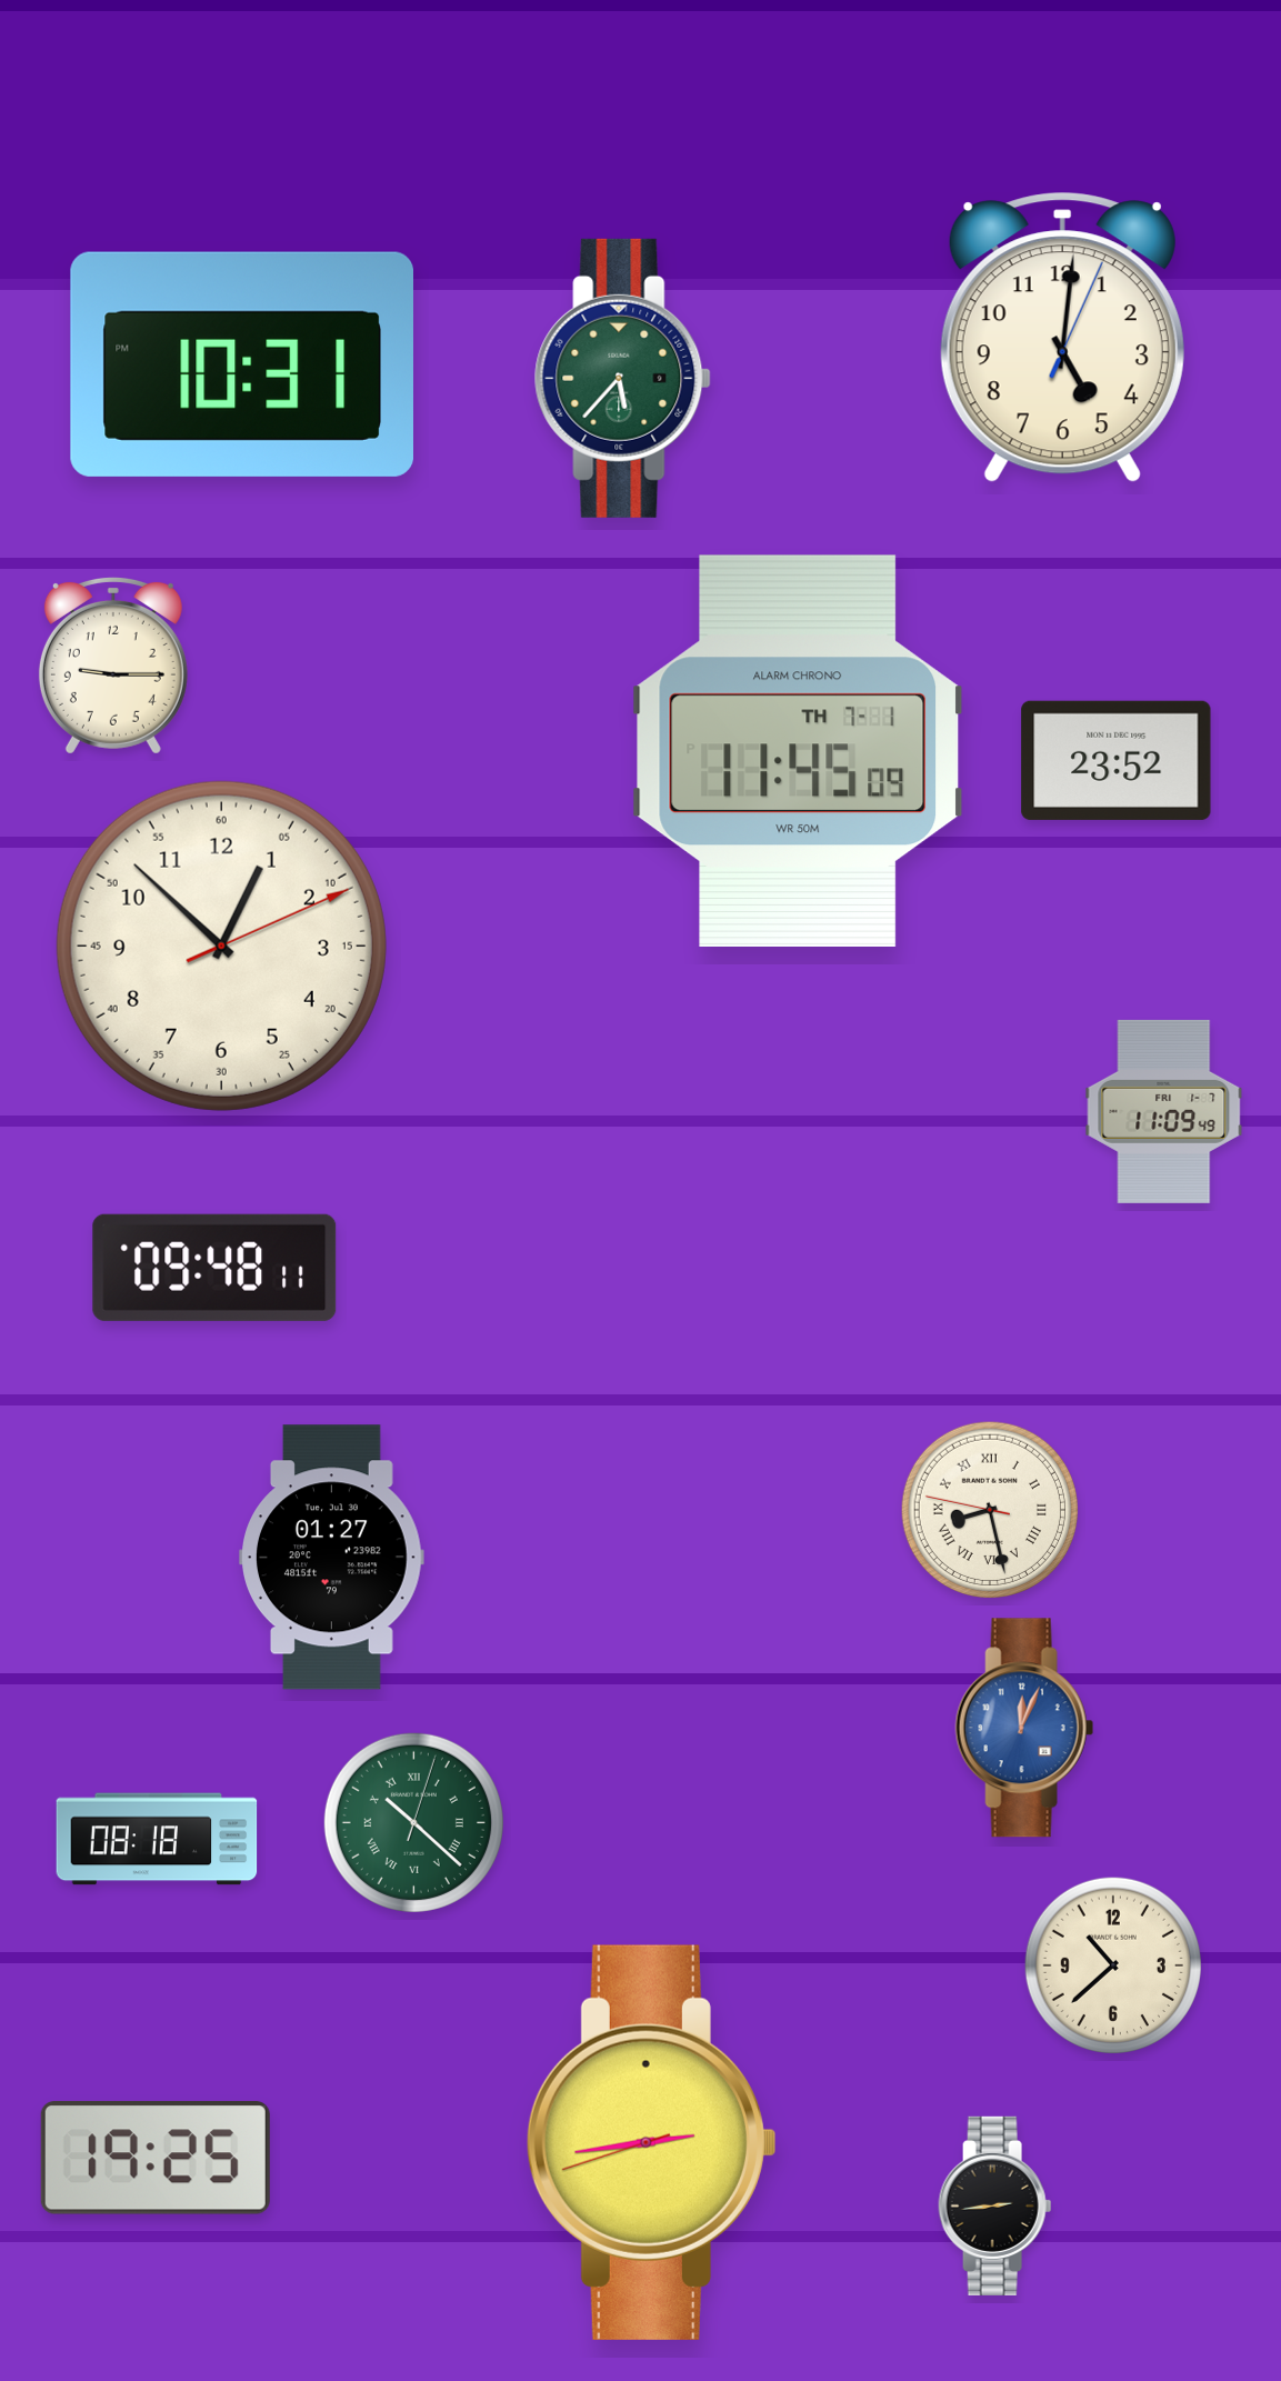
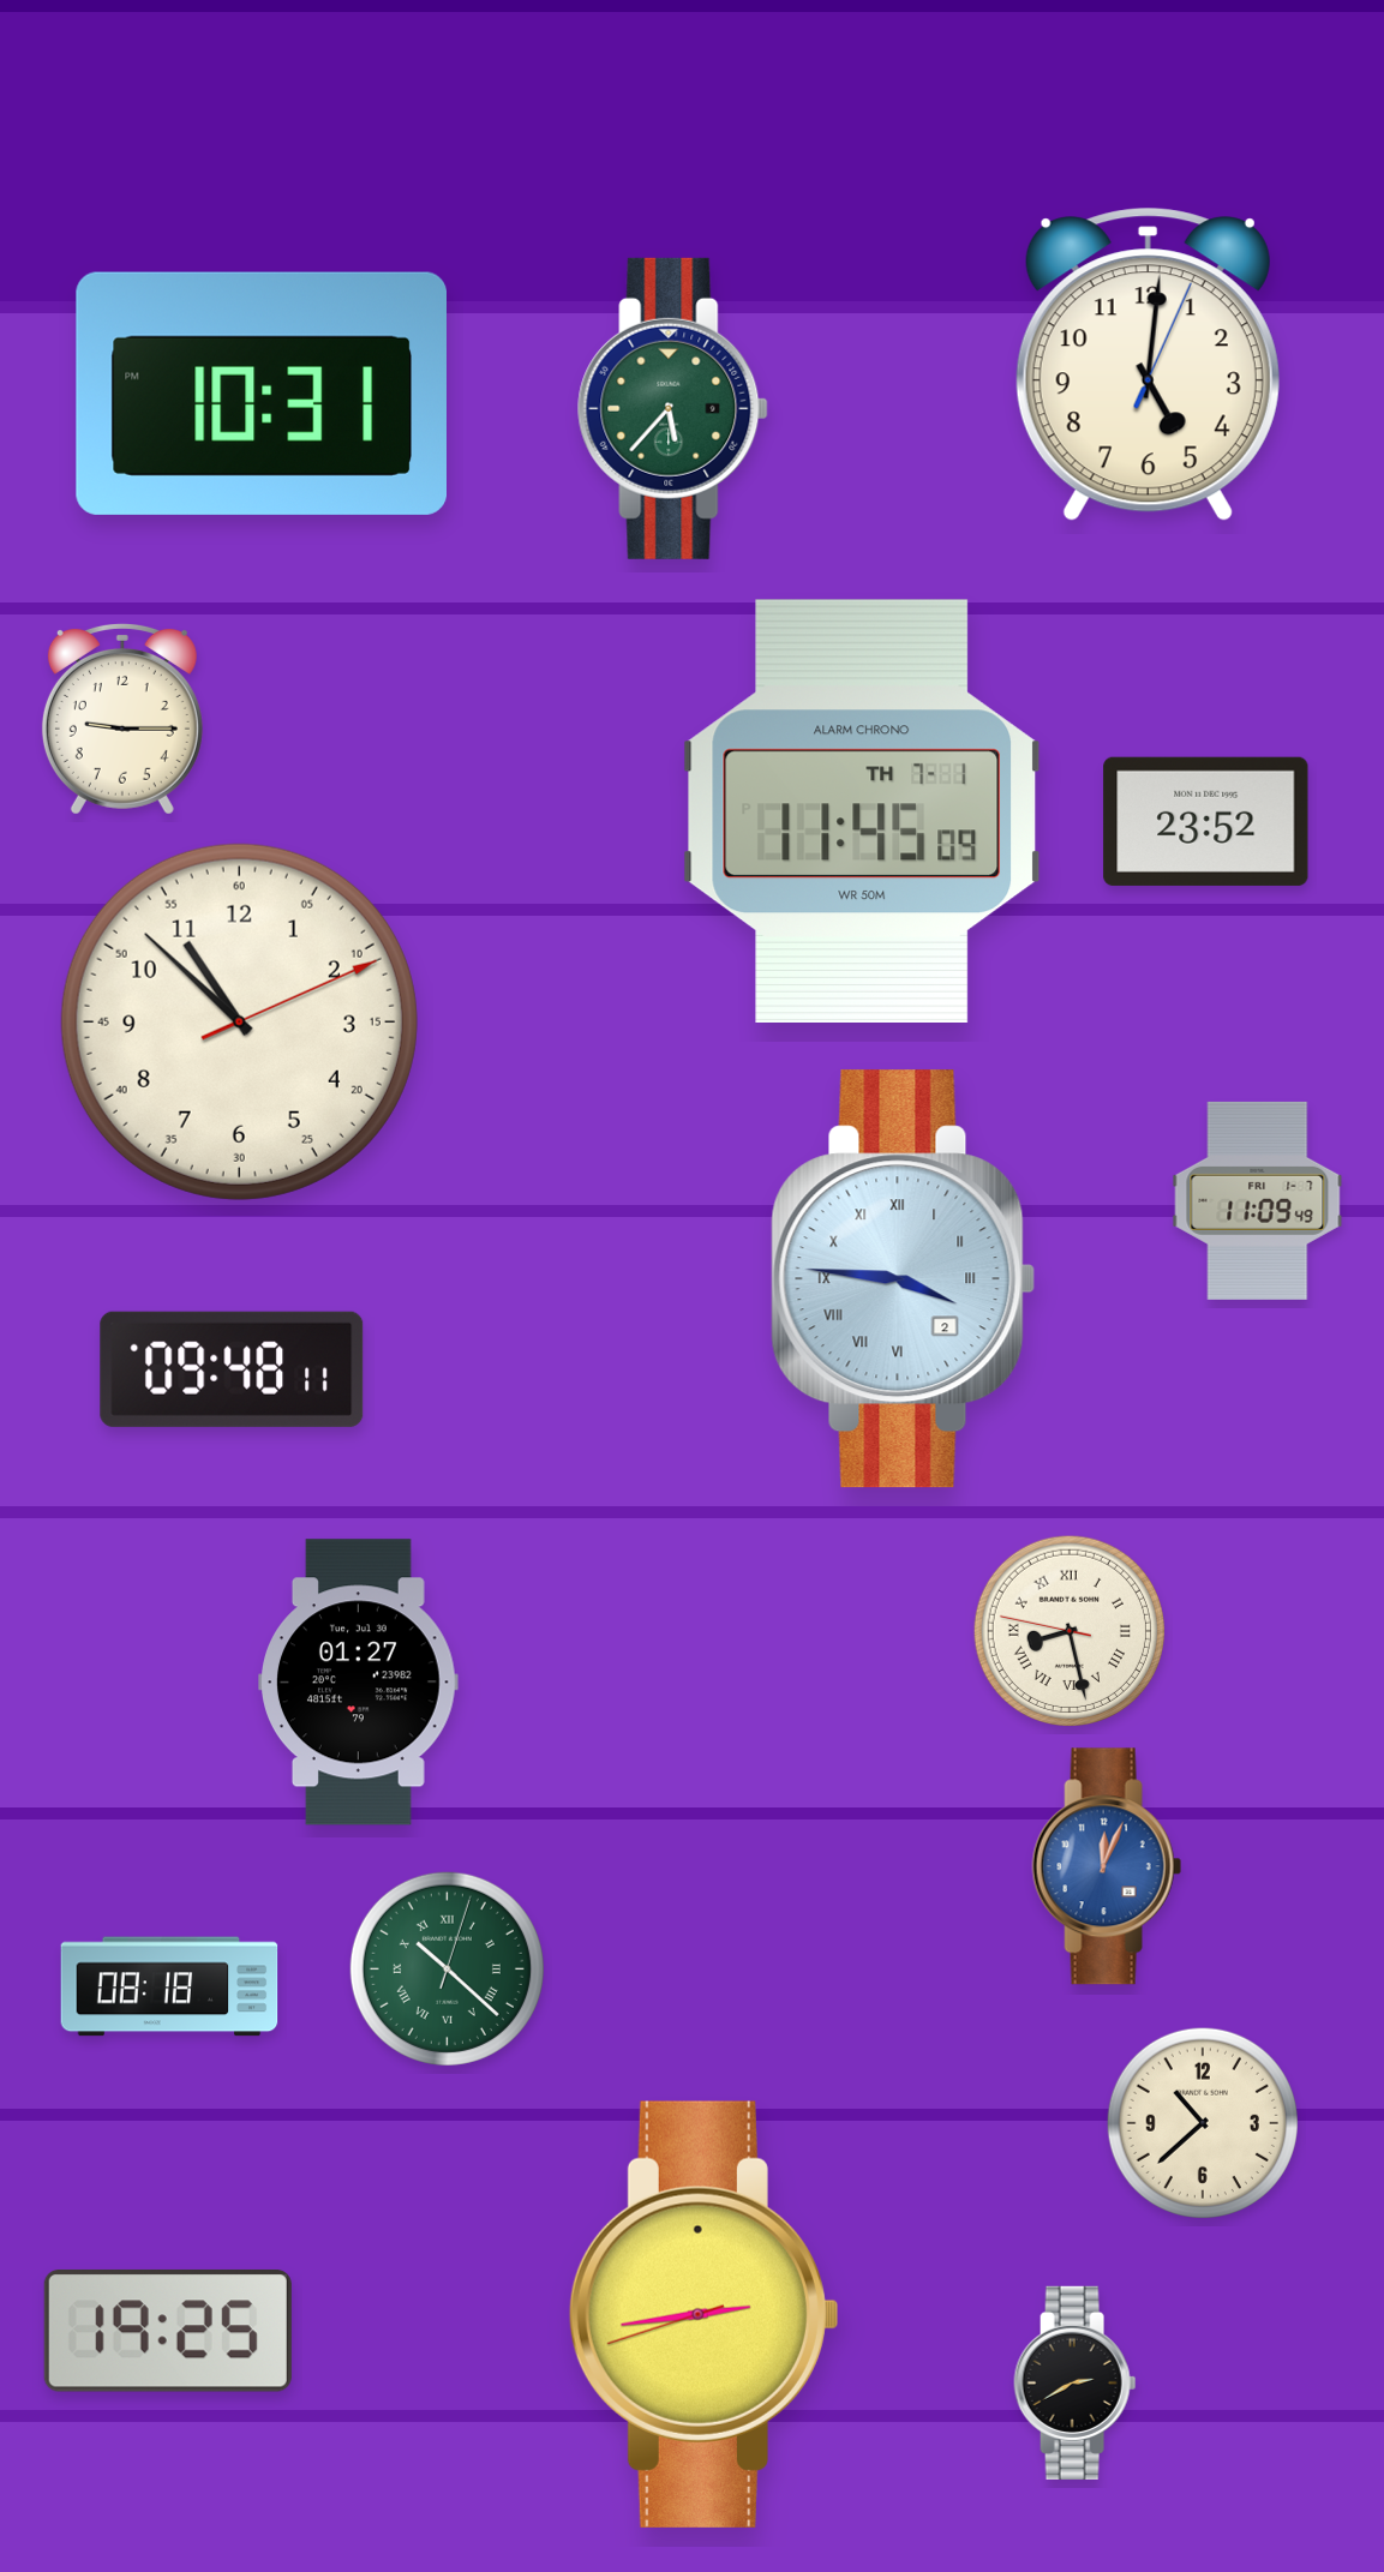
clock at (221, 946): 12:52 -> 10:52
clock at (904, 1279): none -> 3:46
clock at (995, 2205): 2:44 -> 2:40
